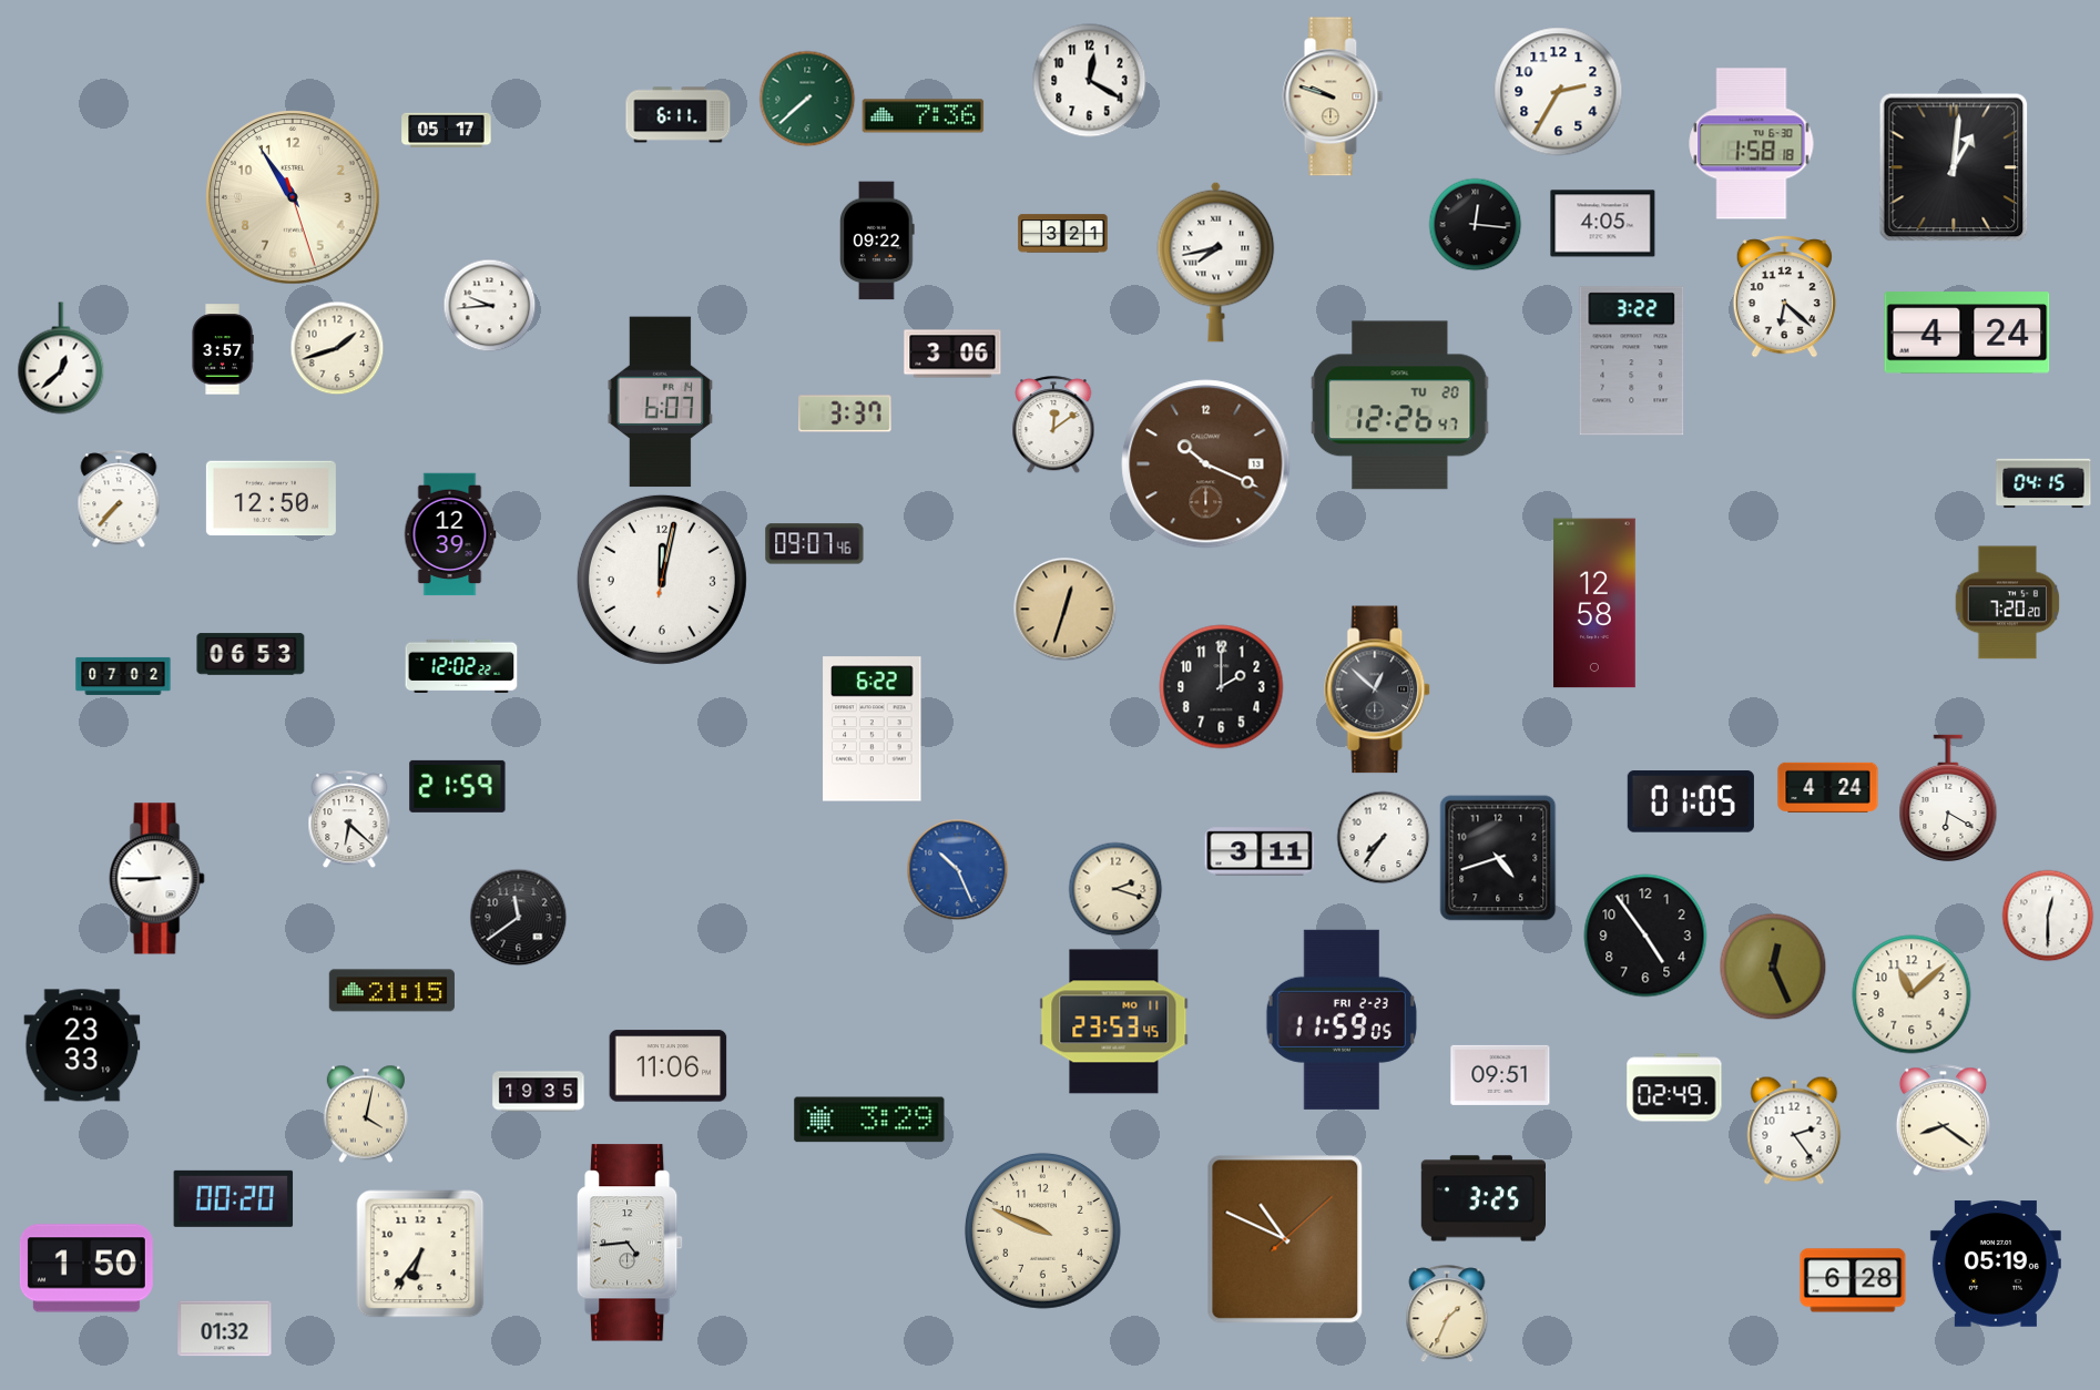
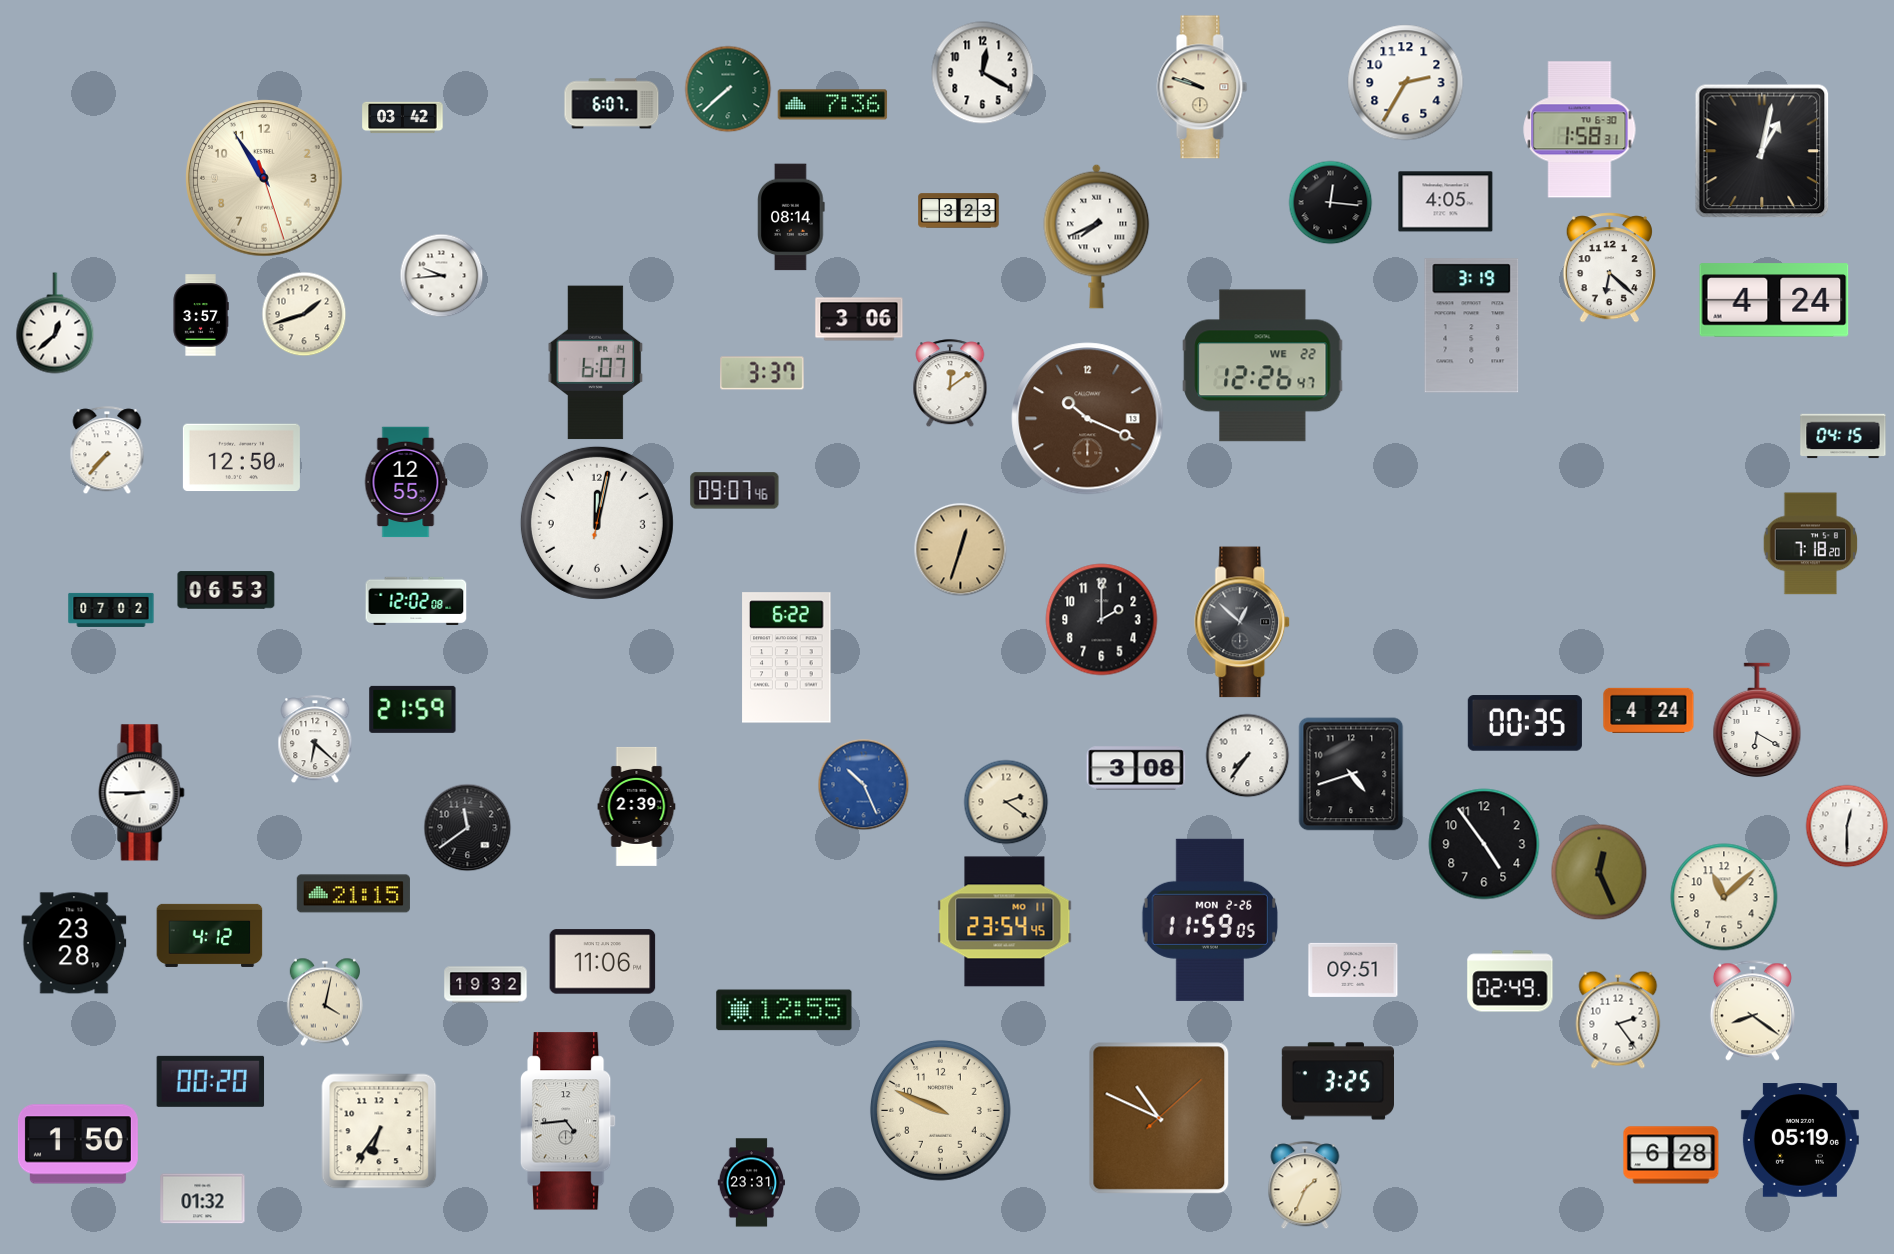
clock at (679, 115): 6:11 -> 6:07
clock at (447, 131): 05:17 -> 03:42
clock at (1752, 144): 1:58:18 -> 1:58:31
clock at (1954, 167): 1:01 -> 1:02
clock at (1063, 234): 3:21 -> 3:23
clock at (877, 241): 09:22 -> 08:14
clock at (1216, 262): 7:43 -> 7:41
clock at (1632, 361): 3:22 -> 3:19
clock at (1400, 406) date: TU 20 -> WE 22
clock at (271, 499) position: (271, 499) -> (241, 458)
clock at (450, 534): 12:39 -> 12:55
clock at (1596, 603): 12:58 -> none
clock at (2008, 603): 7:20 -> 7:18
clock at (461, 665): 12:02:22 -> 12:02:08
clock at (1691, 801): 01:05 -> 00:35
clock at (1260, 851): 3:11 -> 3:08
clock at (1115, 889): 2:18 -> 2:21
clock at (637, 806): none -> 2:39
clock at (1342, 1020) date: FRI 2-23 -> MON 2-26
clock at (1114, 1022): 23:53 -> 23:54
clock at (210, 935): none -> 4:12
clock at (82, 1045): 23:33 -> 23:28
clock at (539, 1092): 19:35 -> 19:32
clock at (366, 1114) position: (366, 1114) -> (325, 1002)
clock at (869, 1120): 3:29 -> 12:55
clock at (752, 1183): none -> 23:31
